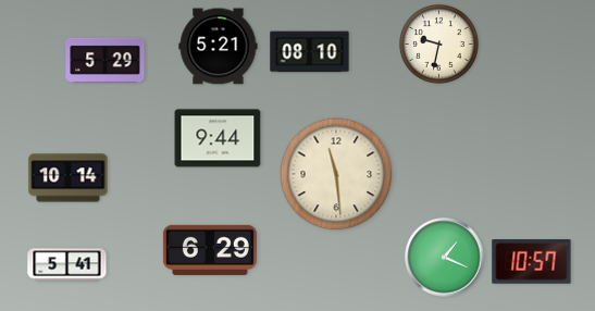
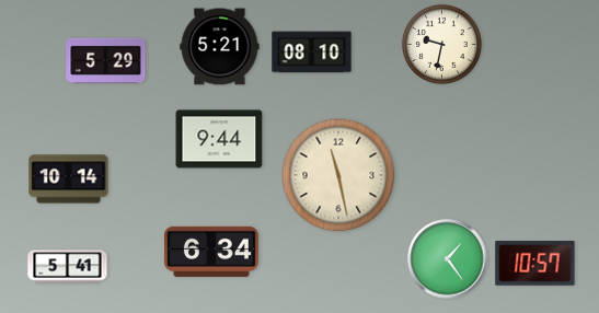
clock at (336, 174): 11:29 -> 11:28
clock at (210, 250): 6:29 -> 6:34
clock at (445, 258): 1:19 -> 1:24
